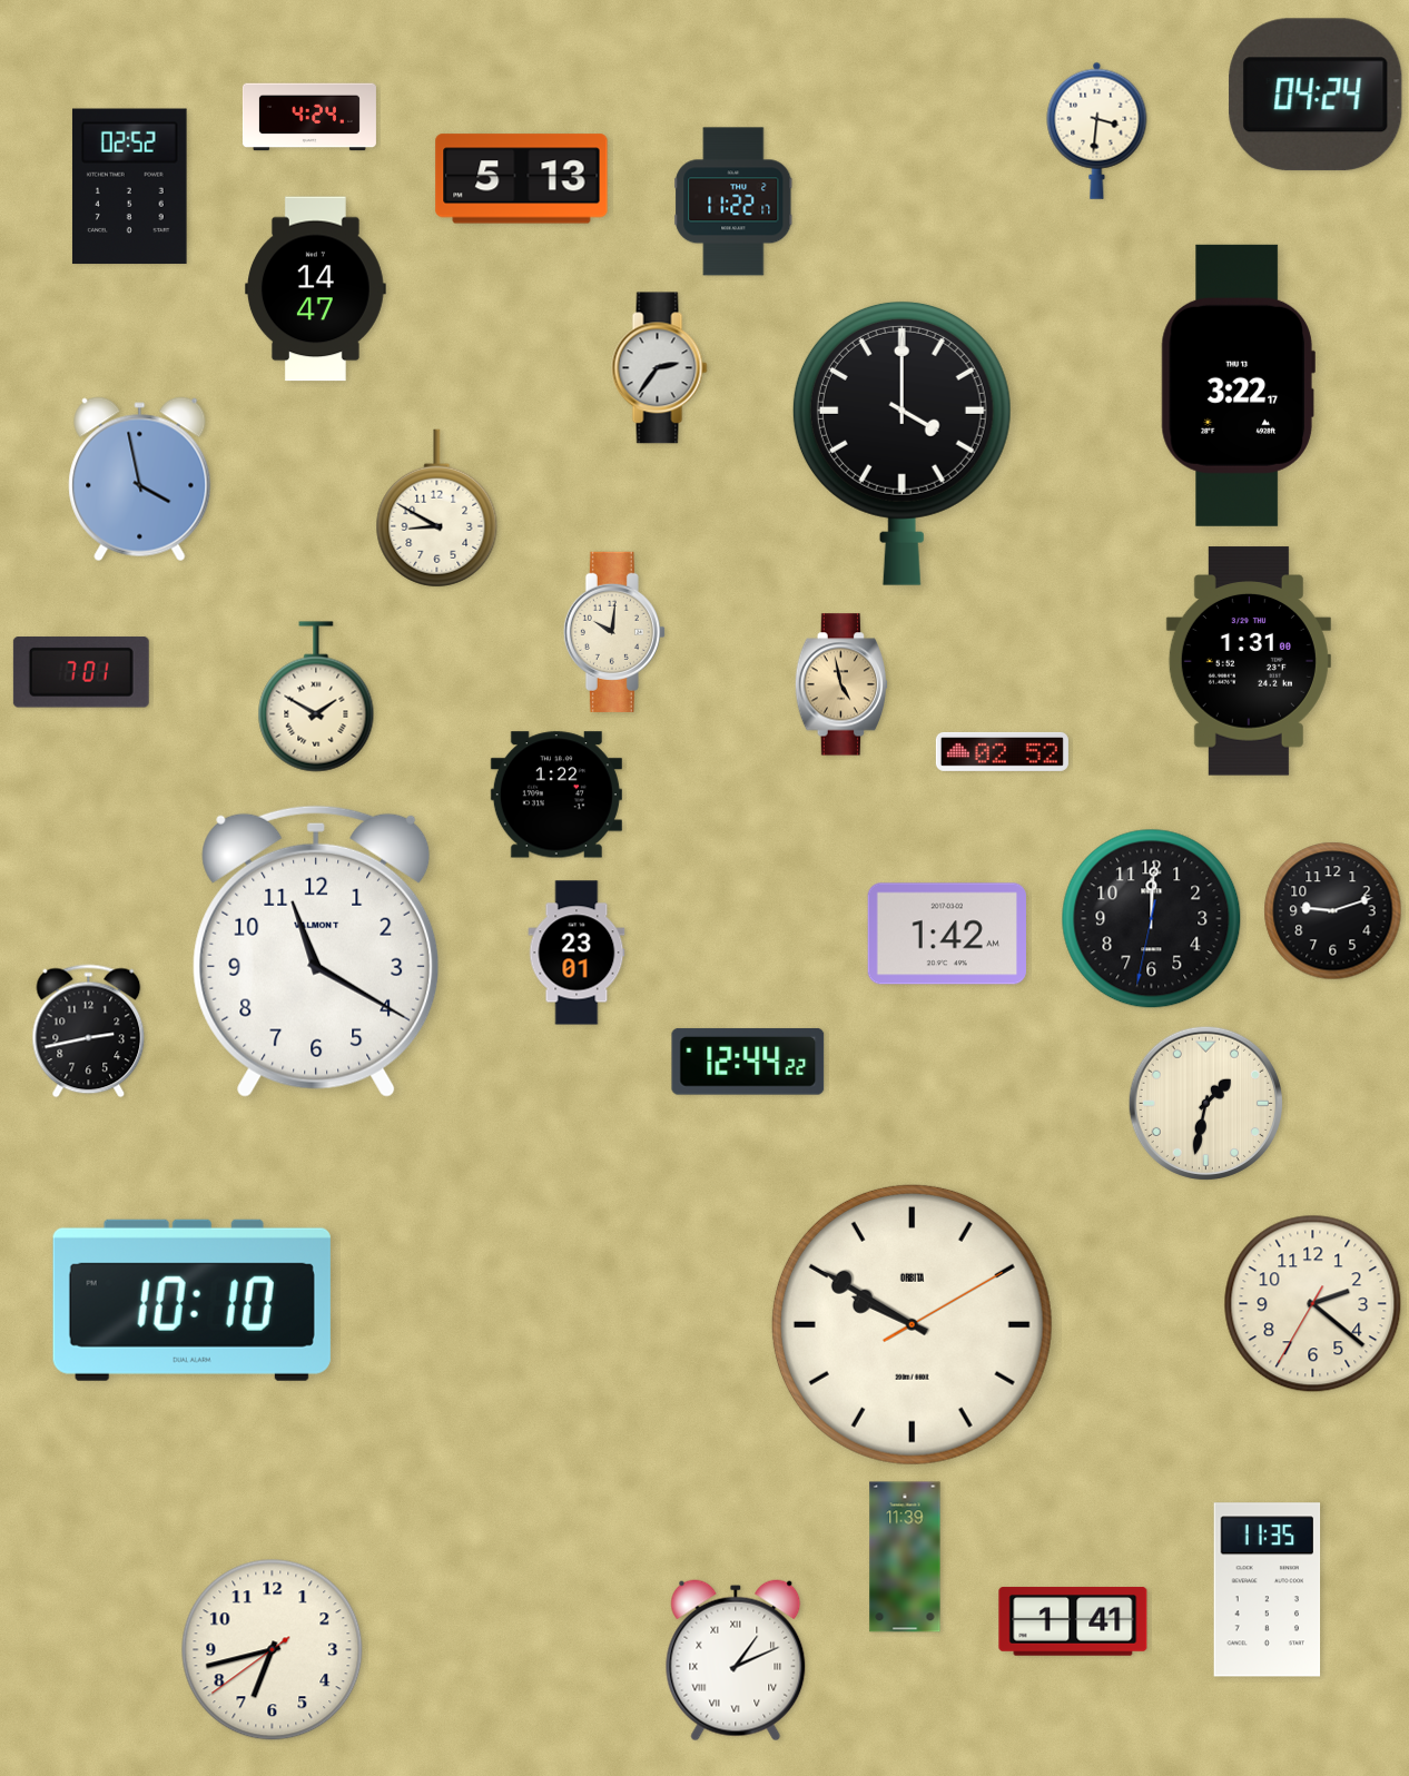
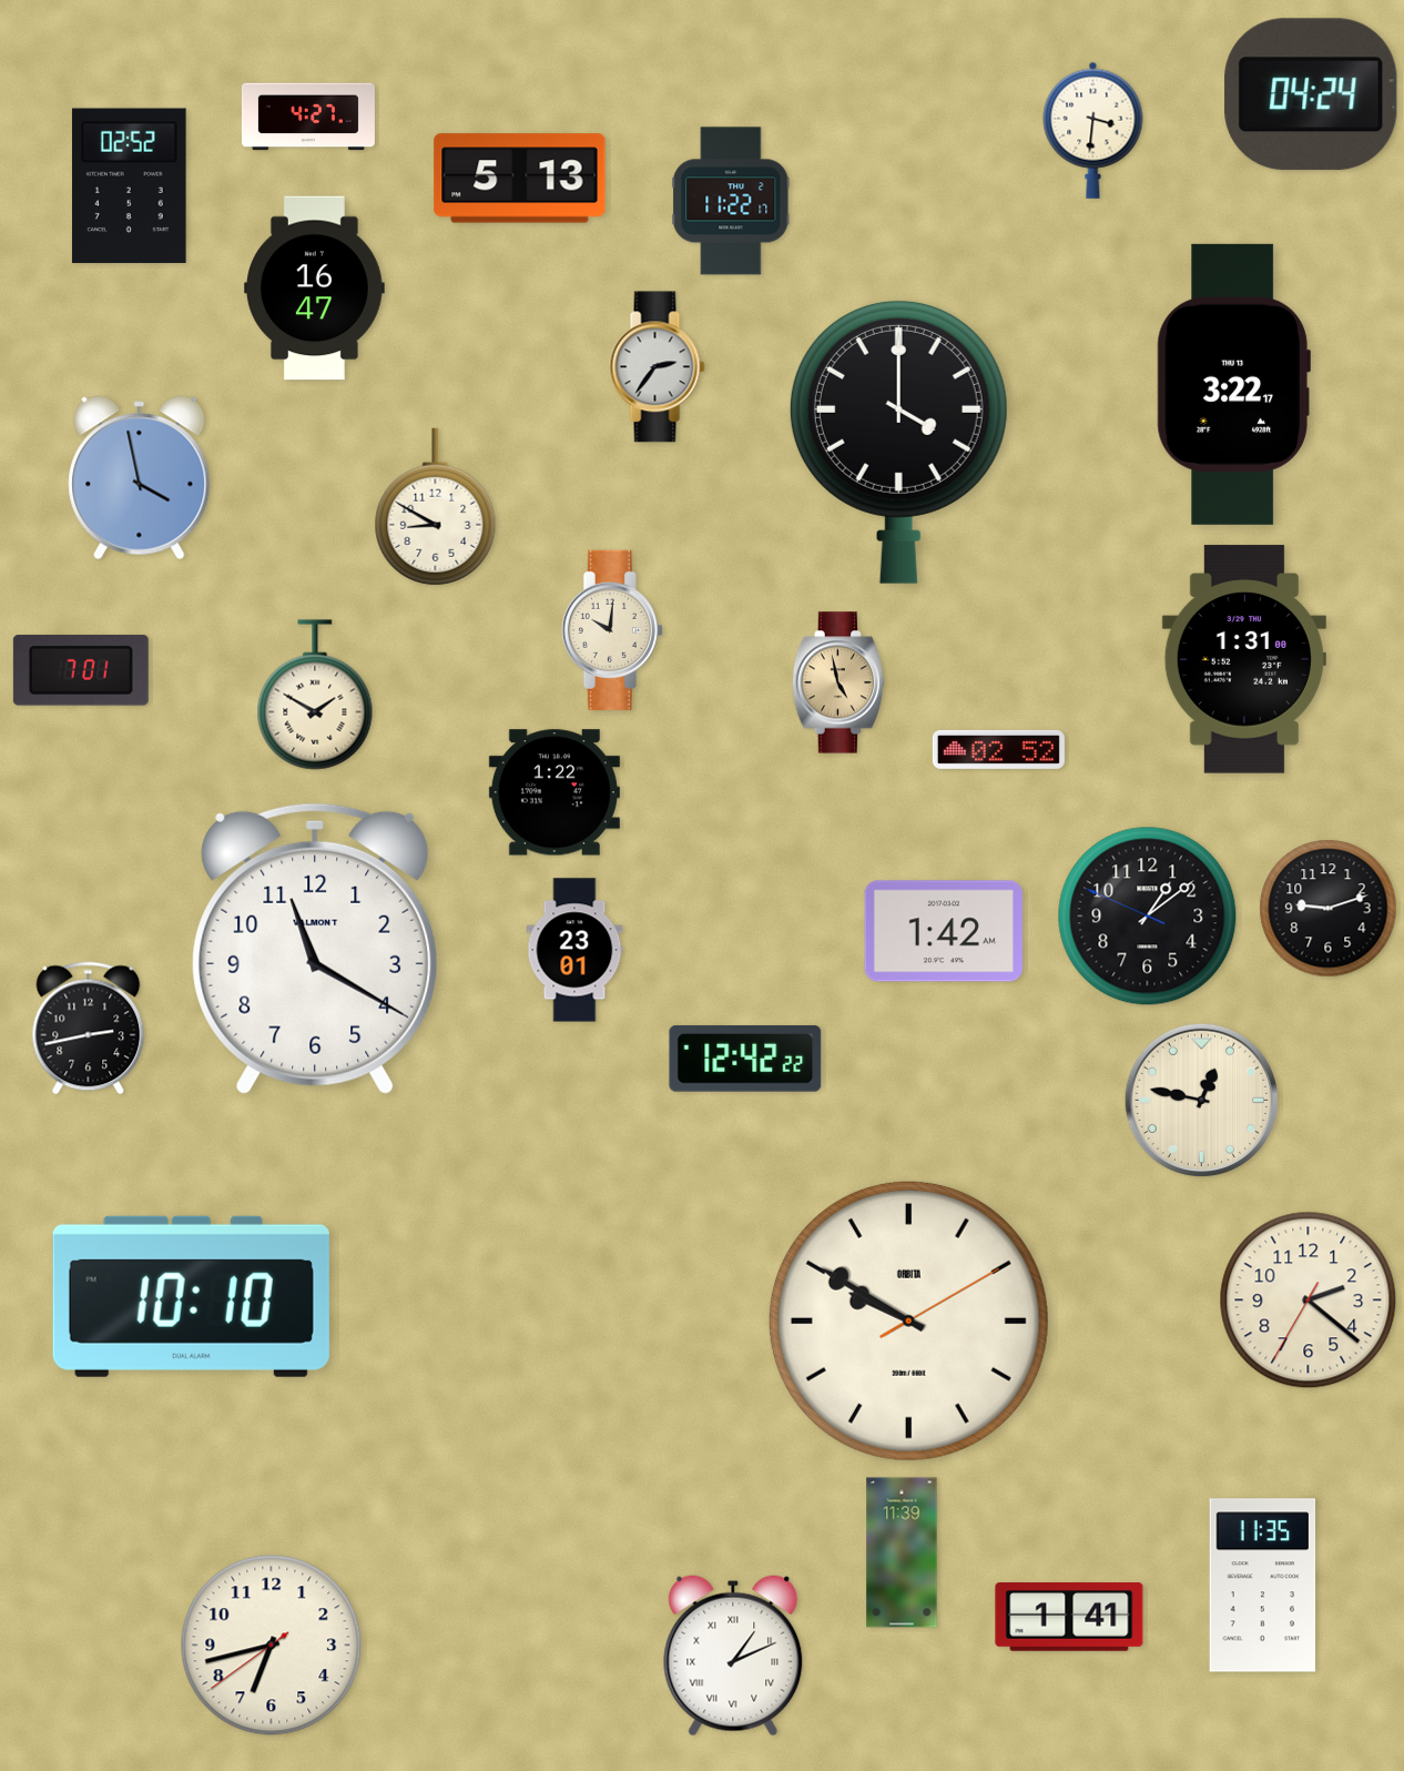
clock at (309, 117): 4:24 -> 4:27
clock at (315, 289): 14:47 -> 16:47
clock at (1152, 919): 12:00 -> 1:08
clock at (748, 1062): 12:44 -> 12:42
clock at (1205, 1103): 1:32 -> 12:47
